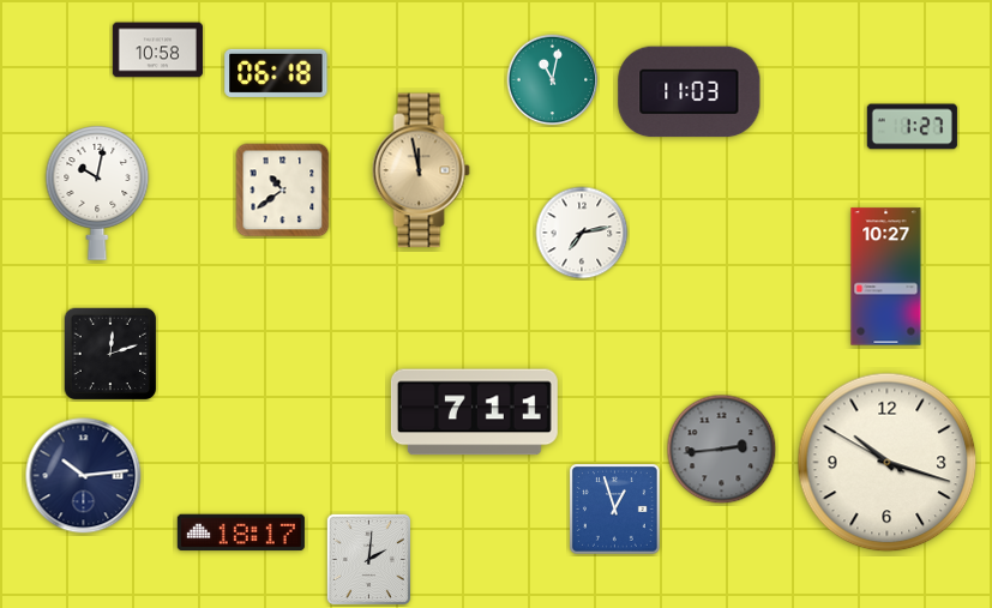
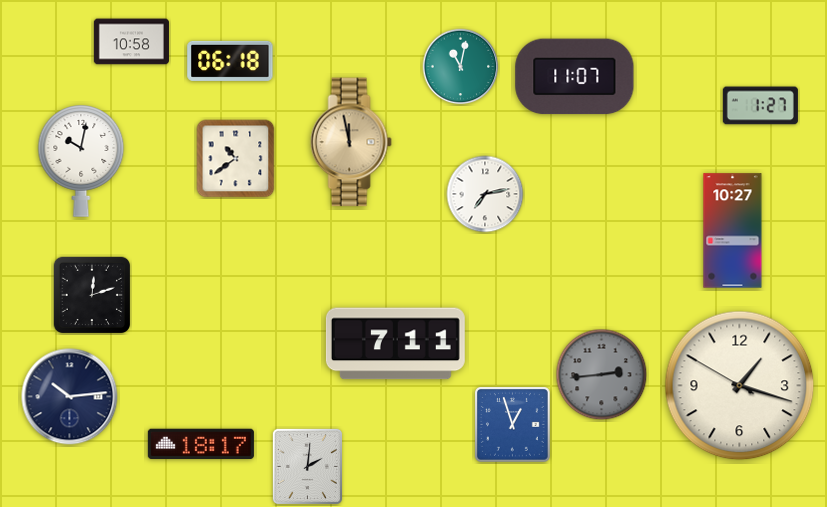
clock at (690, 92): 11:03 -> 11:07
clock at (886, 277) position: (886, 277) -> (733, 231)
clock at (888, 463): 10:17 -> 1:17
